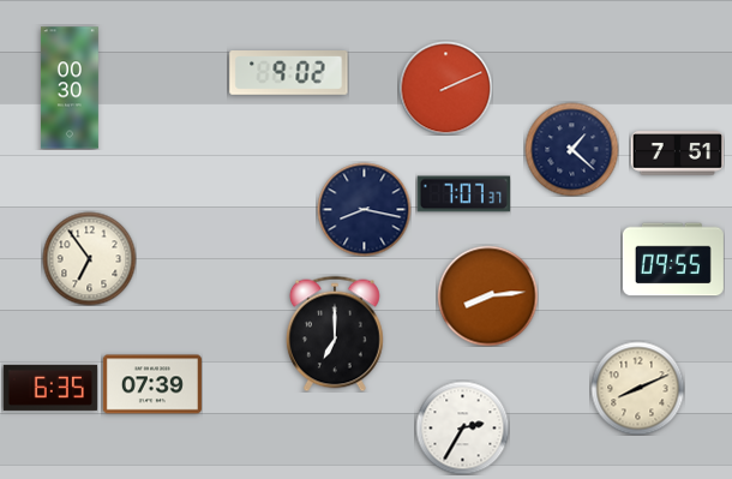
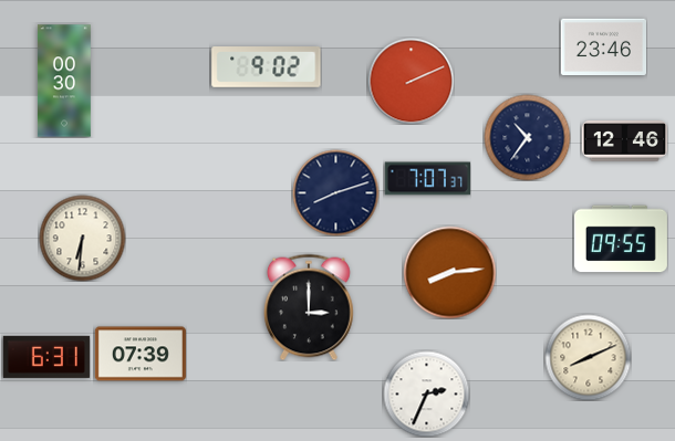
clock at (603, 46): none -> 23:46
clock at (571, 149): 1:22 -> 10:36
clock at (677, 154): 7:51 -> 12:46
clock at (364, 209): 8:17 -> 8:12
clock at (89, 258): 6:54 -> 6:31
clock at (336, 334): 7:00 -> 3:00
clock at (50, 388): 6:35 -> 6:31
clock at (462, 427): 2:35 -> 2:34
